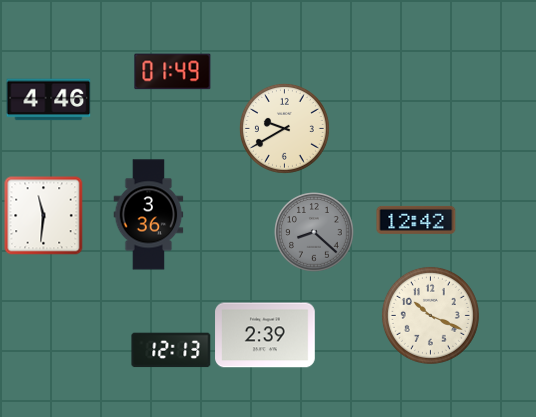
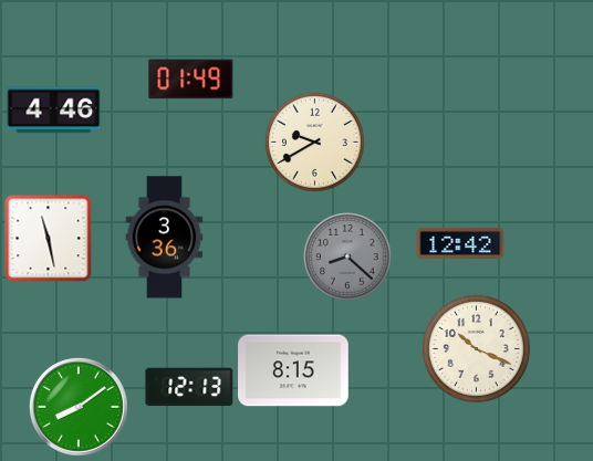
clock at (44, 216): 11:31 -> 11:28
clock at (265, 335): 2:39 -> 8:15
clock at (80, 408): none -> 8:09
